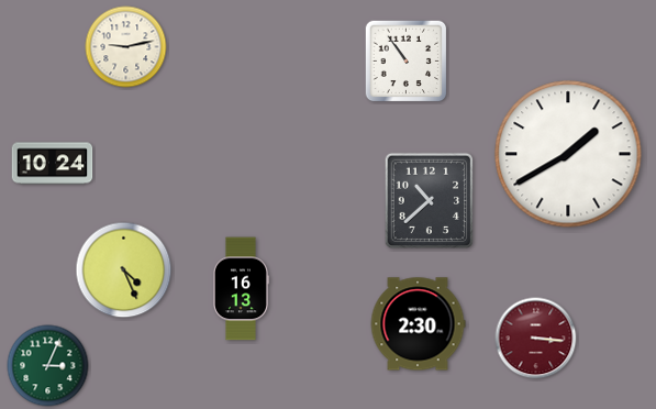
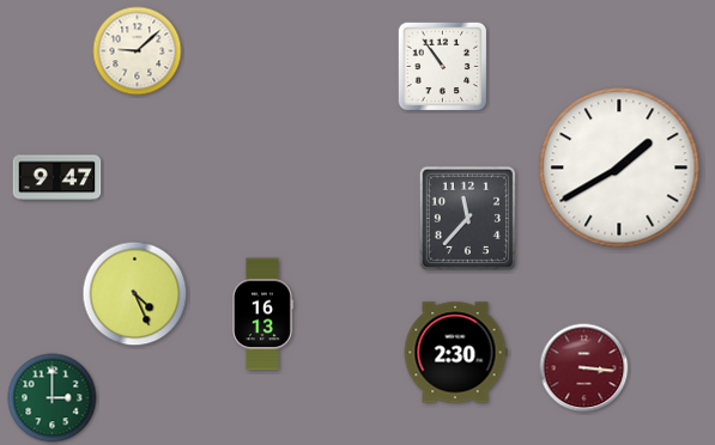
clock at (126, 47): 9:13 -> 9:08
clock at (53, 164): 10:24 -> 9:47
clock at (429, 200): 10:38 -> 11:37
clock at (48, 366): 3:04 -> 3:00
